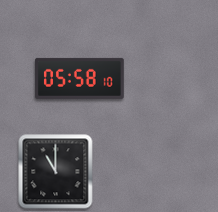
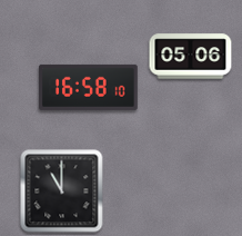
clock at (191, 57): none -> 05:06
clock at (80, 78): 05:58 -> 16:58
